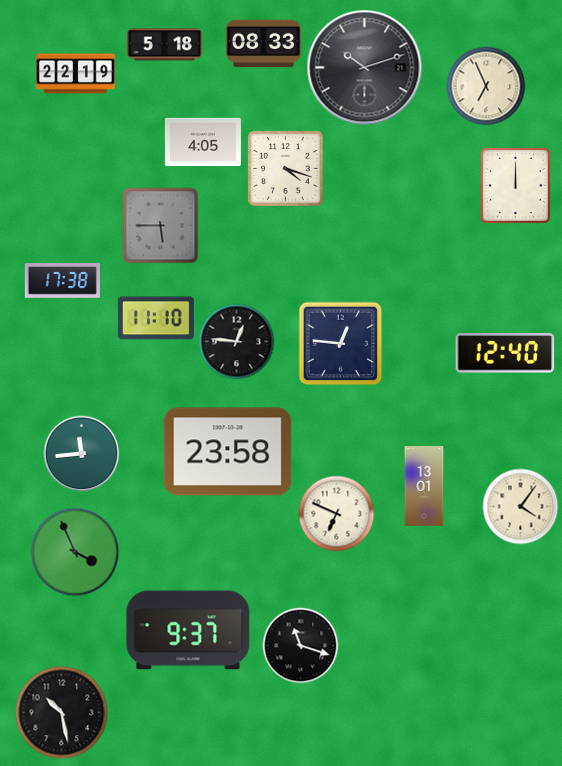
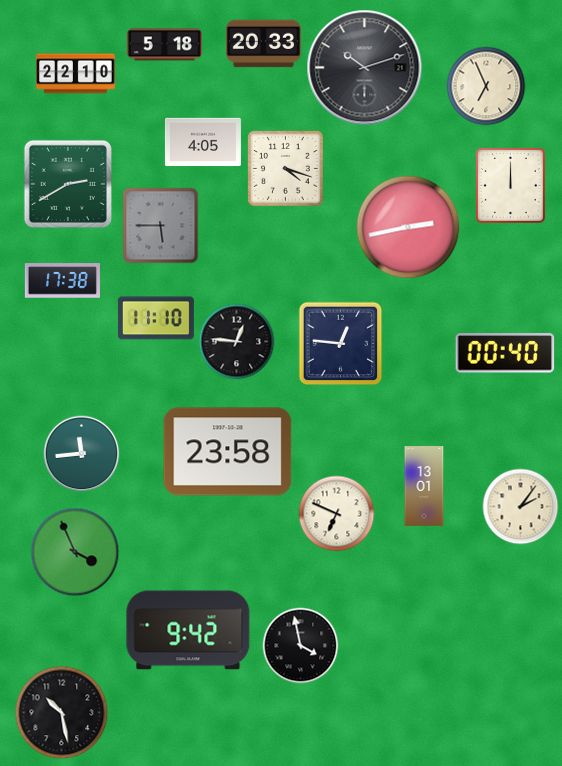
clock at (263, 44): 08:33 -> 20:33
clock at (76, 74): 22:19 -> 22:10
clock at (68, 184): none -> 2:40
clock at (516, 186) position: (516, 186) -> (511, 186)
clock at (408, 227): none -> 2:43
clock at (505, 353): 12:40 -> 00:40
clock at (521, 507): 4:06 -> 2:06
clock at (188, 630): 9:37 -> 9:42
clock at (301, 646): 11:18 -> 3:58
